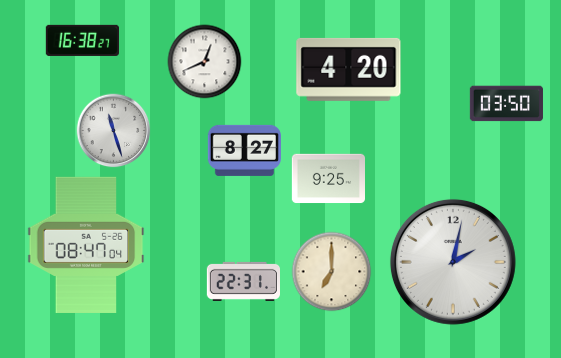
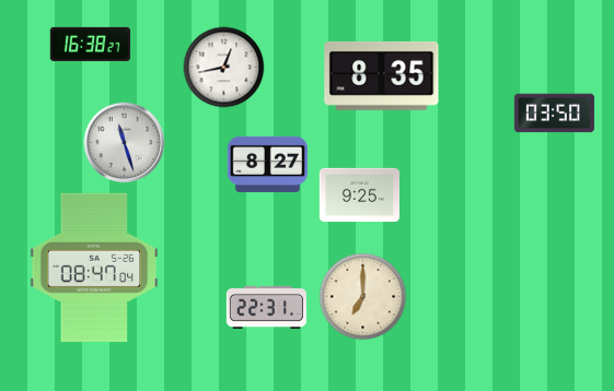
clock at (205, 62): 12:41 -> 12:43
clock at (349, 69): 4:20 -> 8:35
clock at (453, 262): 2:02 -> none
